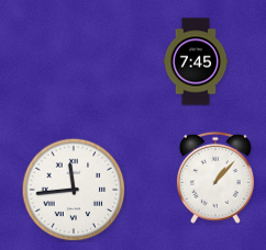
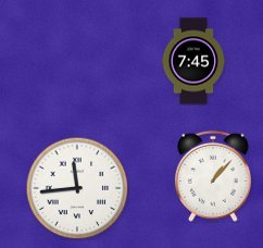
clock at (74, 190) position: (74, 190) -> (77, 188)
